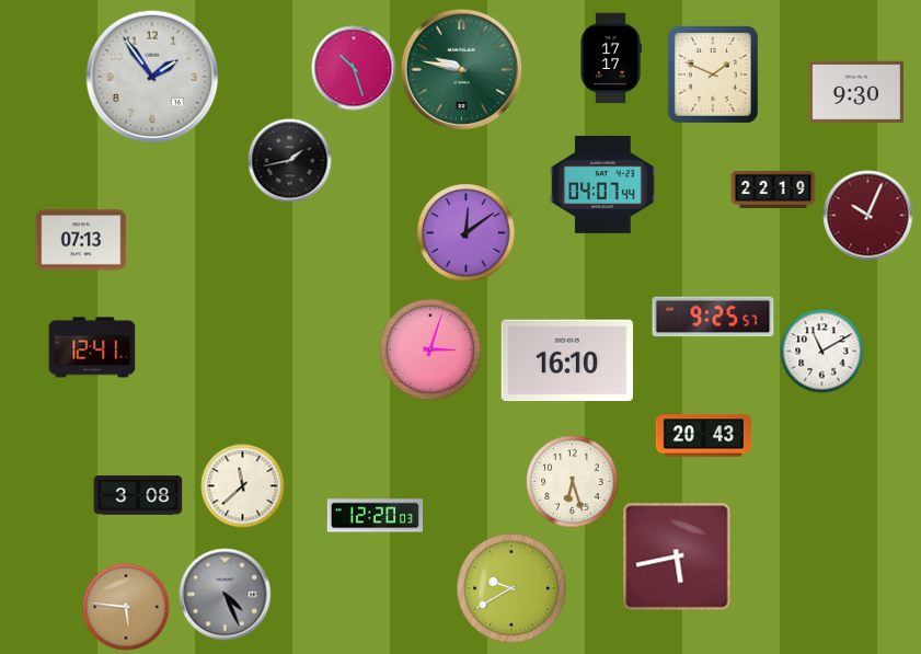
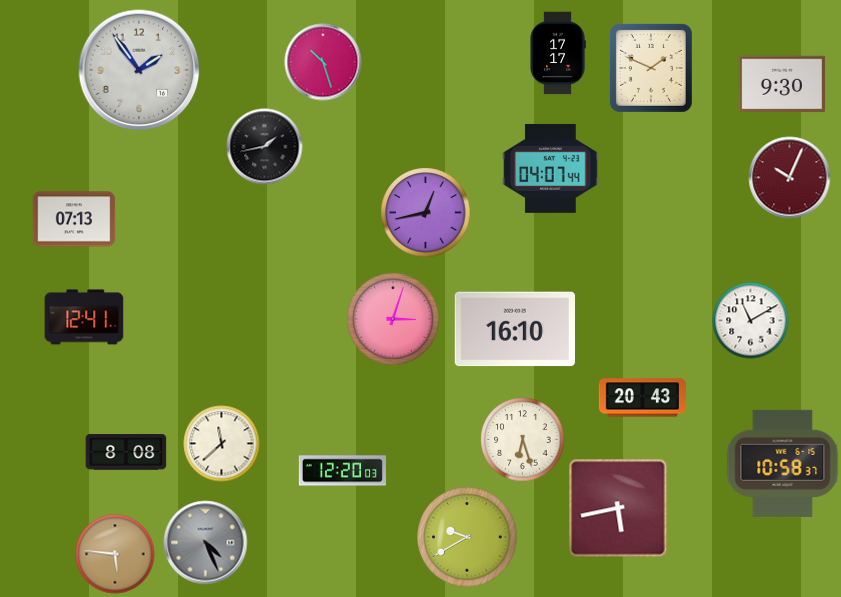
clock at (461, 69): 9:47 -> none
clock at (773, 190): 22:19 -> none
clock at (868, 216) position: (868, 216) -> (790, 178)
clock at (467, 233): 12:09 -> 12:43
clock at (713, 317): 9:25 -> none
clock at (566, 360) position: (566, 360) -> (514, 329)
clock at (138, 495): 3:08 -> 8:08
clock at (783, 463): none -> 10:58
